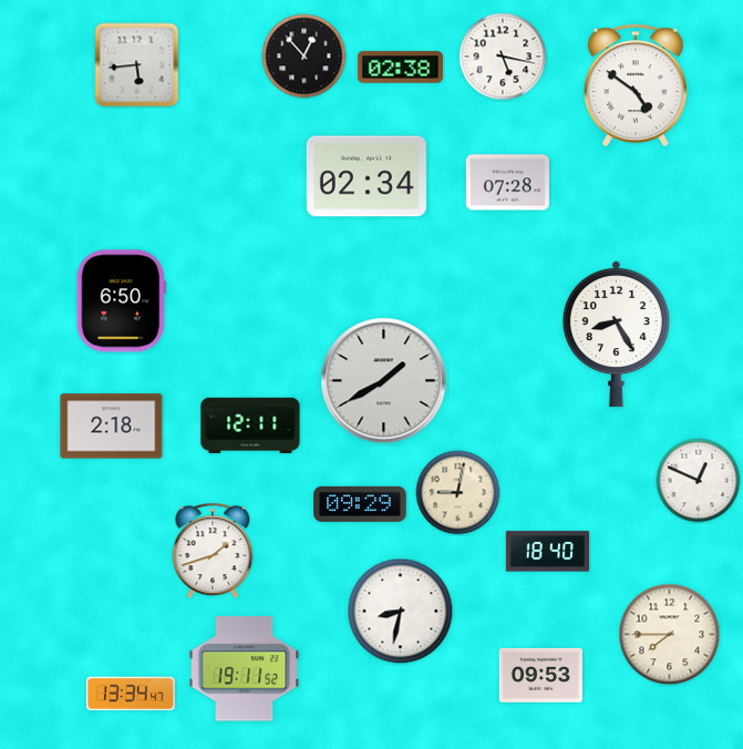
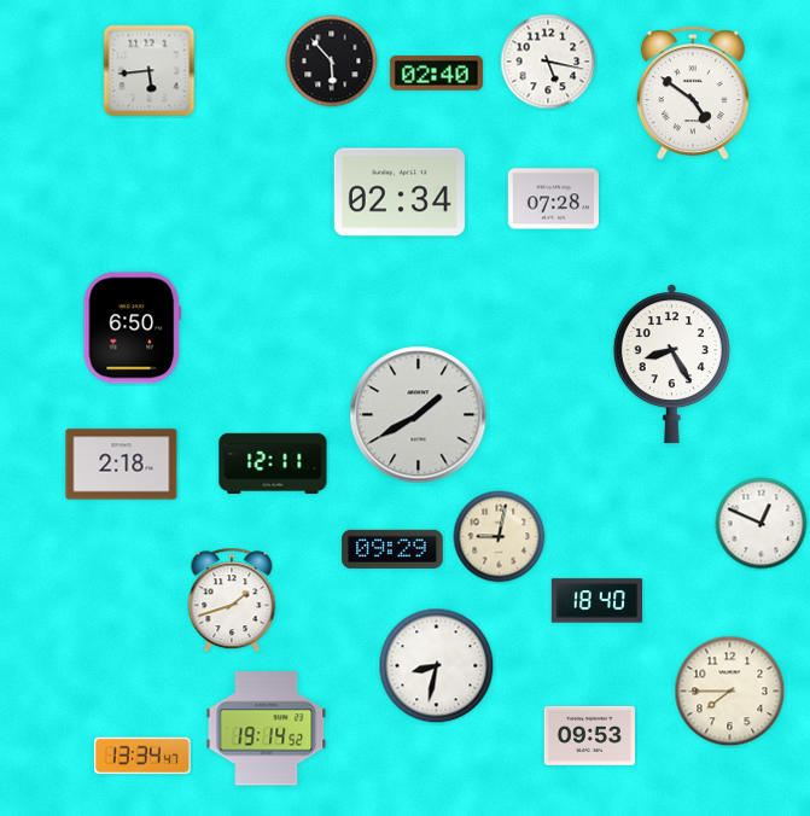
clock at (305, 57): 12:53 -> 5:53
clock at (400, 68): 02:38 -> 02:40
clock at (245, 669): 19:11 -> 19:14
